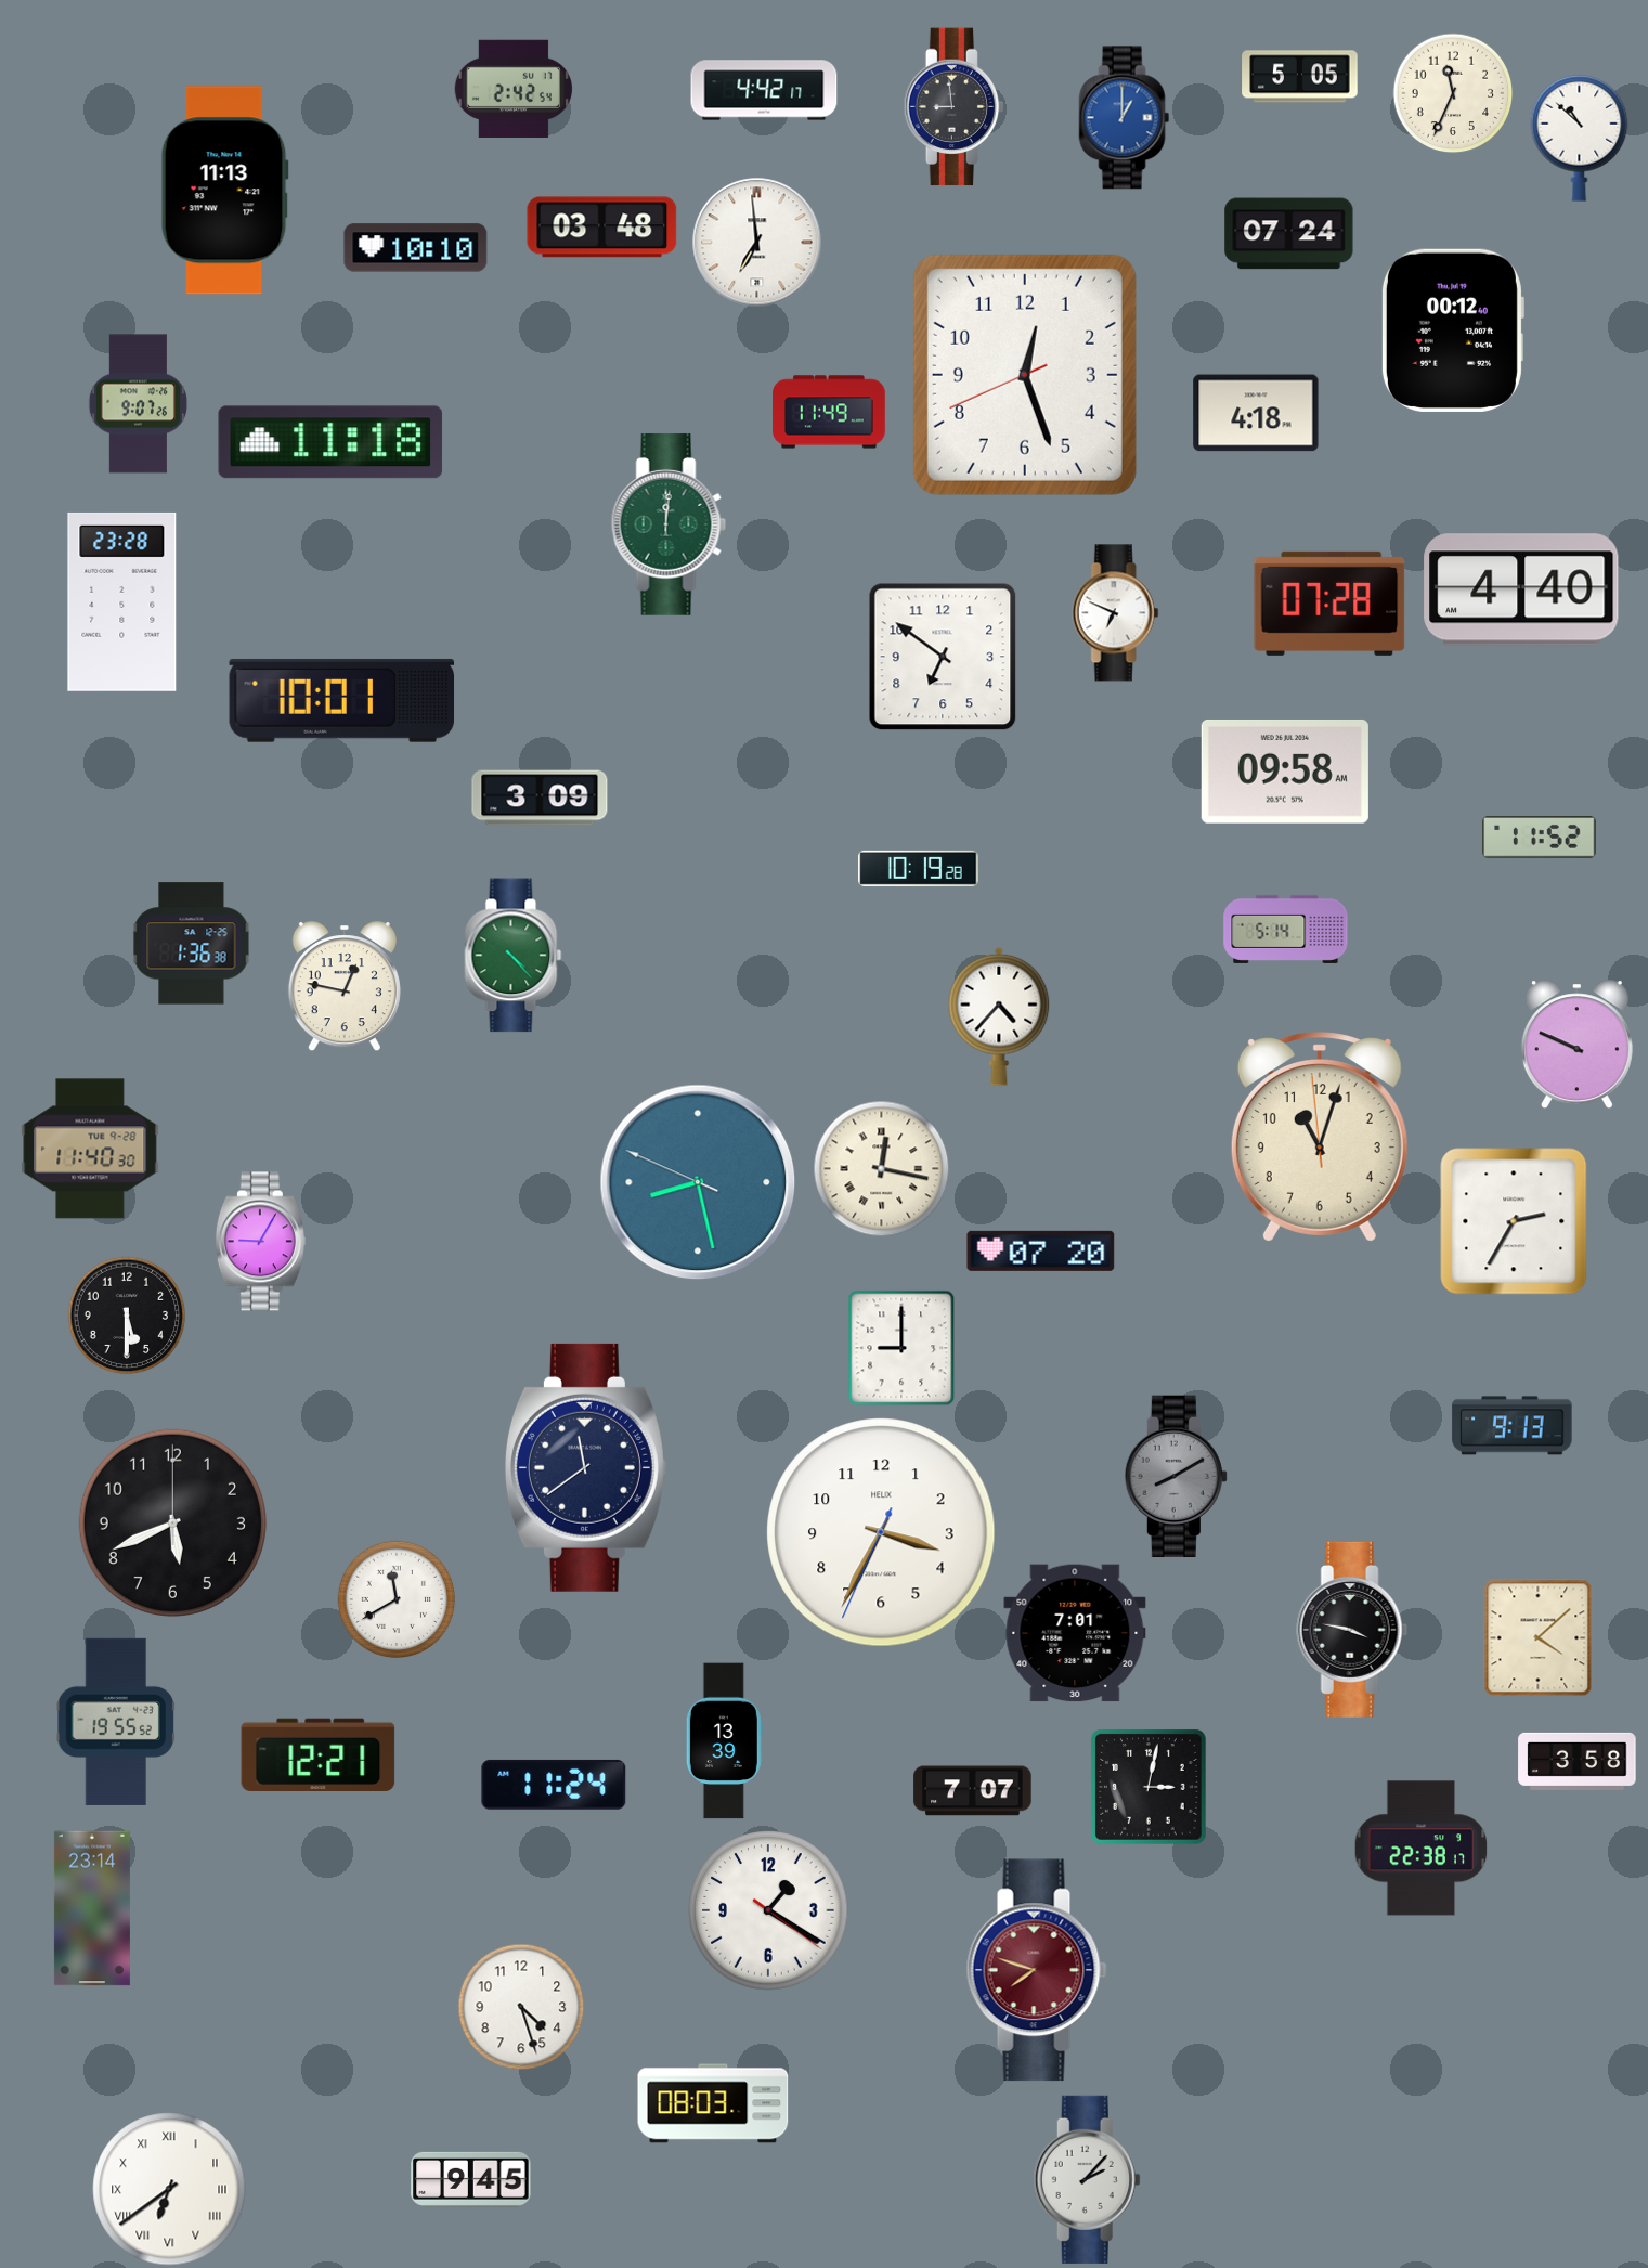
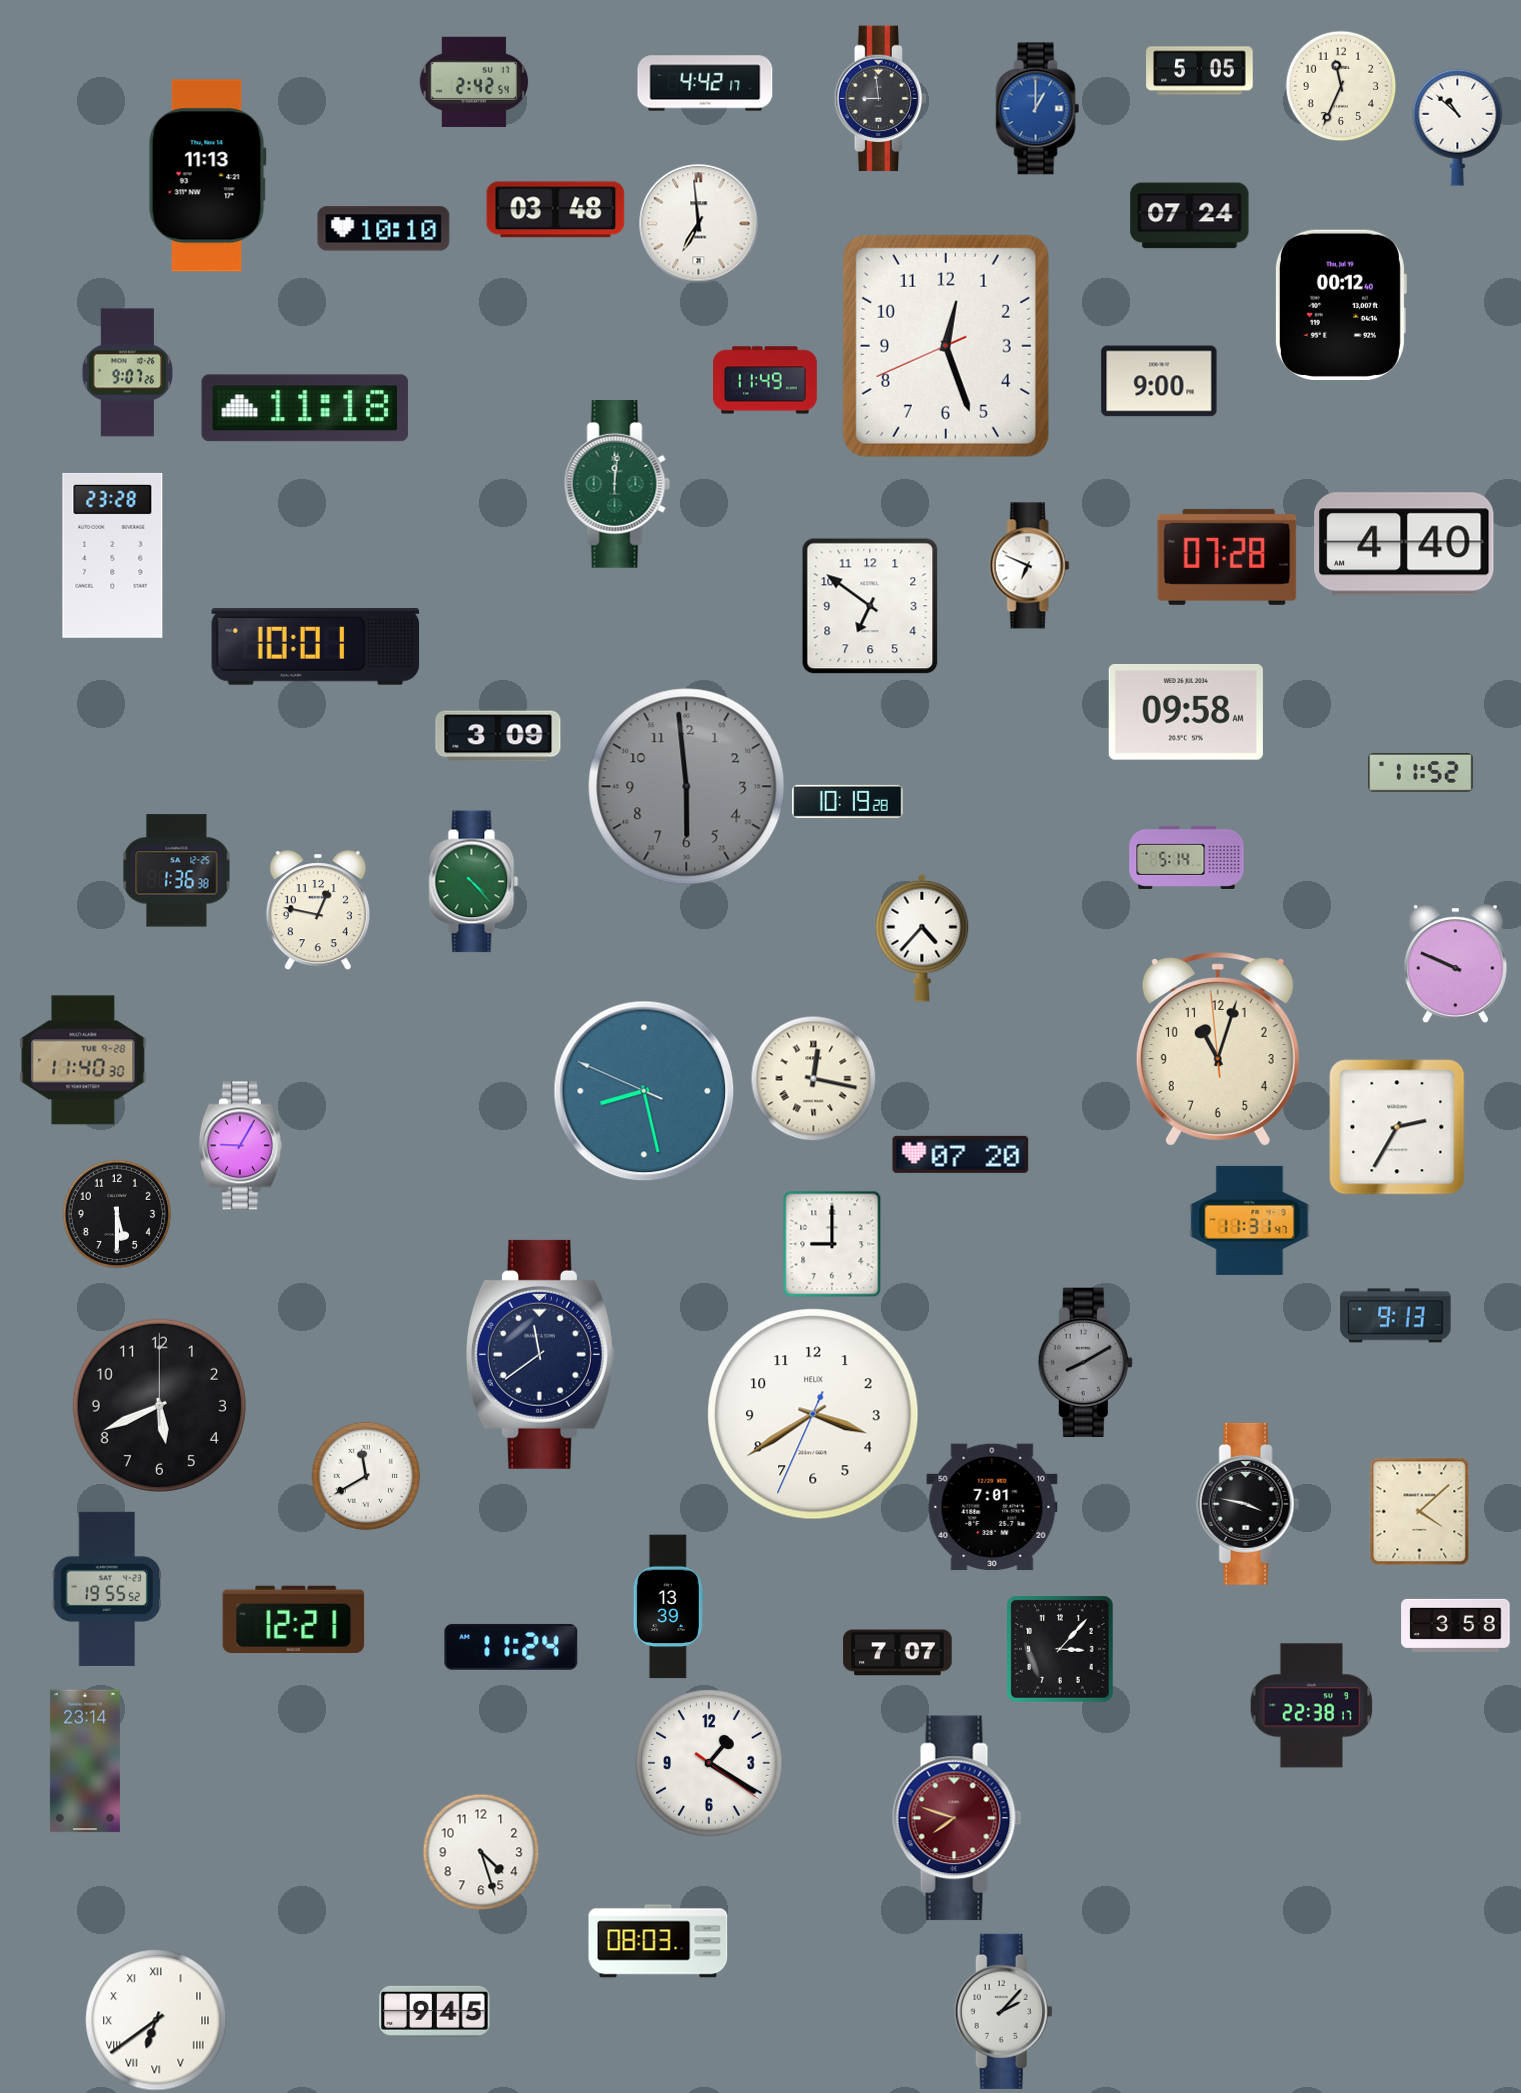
clock at (1256, 413): 4:18 -> 9:00
clock at (687, 787): none -> 5:59
clock at (1250, 1220): none -> 11:31
clock at (881, 1532): 3:34 -> 3:39
clock at (1150, 1788): 3:02 -> 3:07
